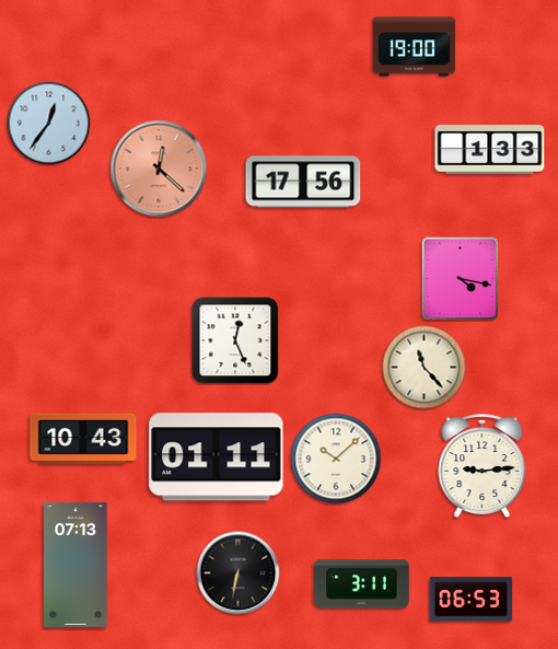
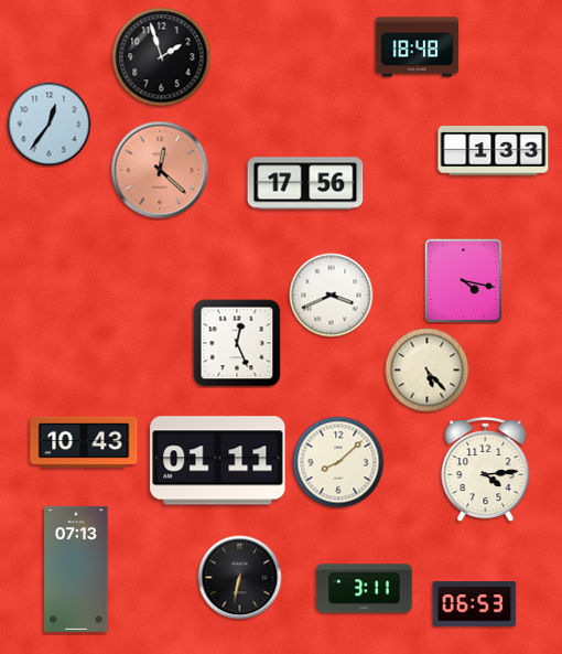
clock at (415, 47): 19:00 -> 18:48
clock at (162, 57): none -> 1:57
clock at (332, 296): none -> 3:41
clock at (425, 368): 11:23 -> 5:23
clock at (336, 459): 10:08 -> 8:08
clock at (483, 466): 9:14 -> 4:14
